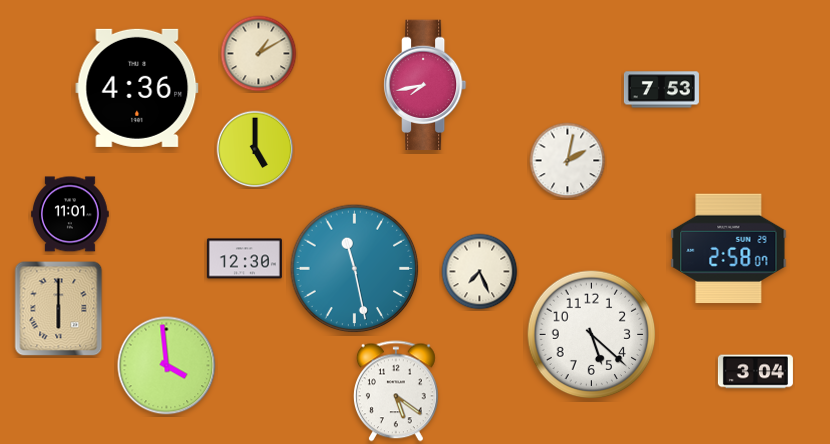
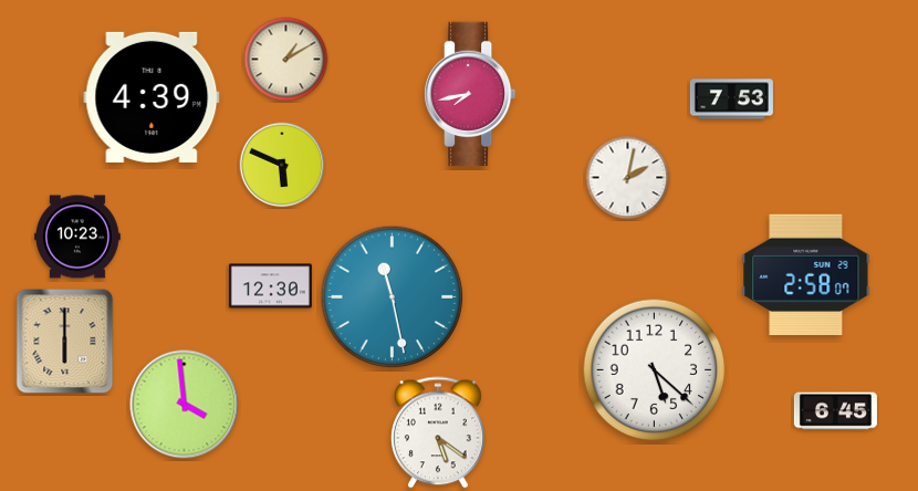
clock at (137, 88): 4:36 -> 4:39
clock at (255, 149): 5:00 -> 5:49
clock at (71, 214): 11:01 -> 10:23
clock at (480, 272): 7:26 -> none
clock at (755, 372): 3:04 -> 6:45
